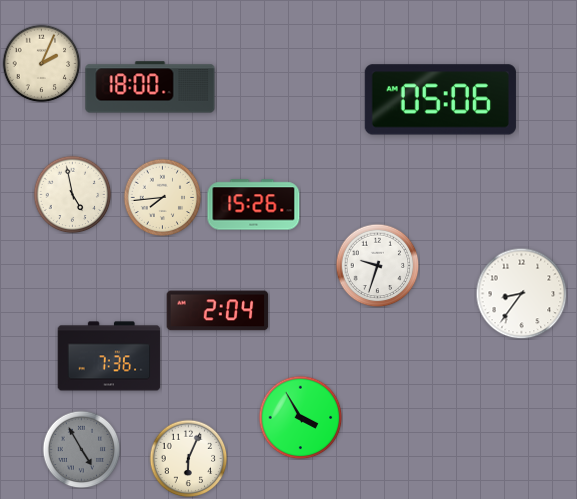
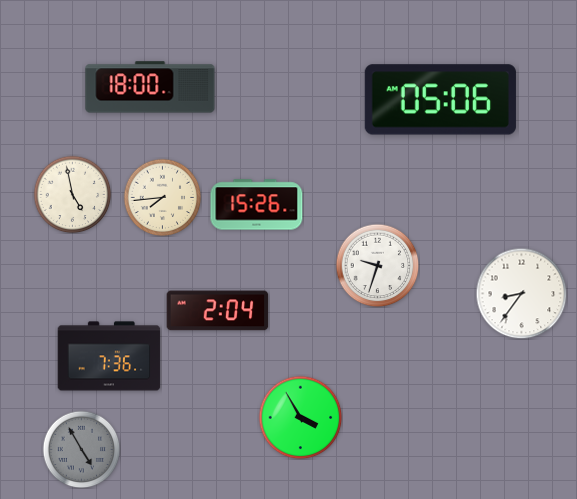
clock at (41, 63): 2:04 -> none
clock at (254, 205) position: (254, 205) -> (257, 205)
clock at (188, 458): 6:04 -> none
